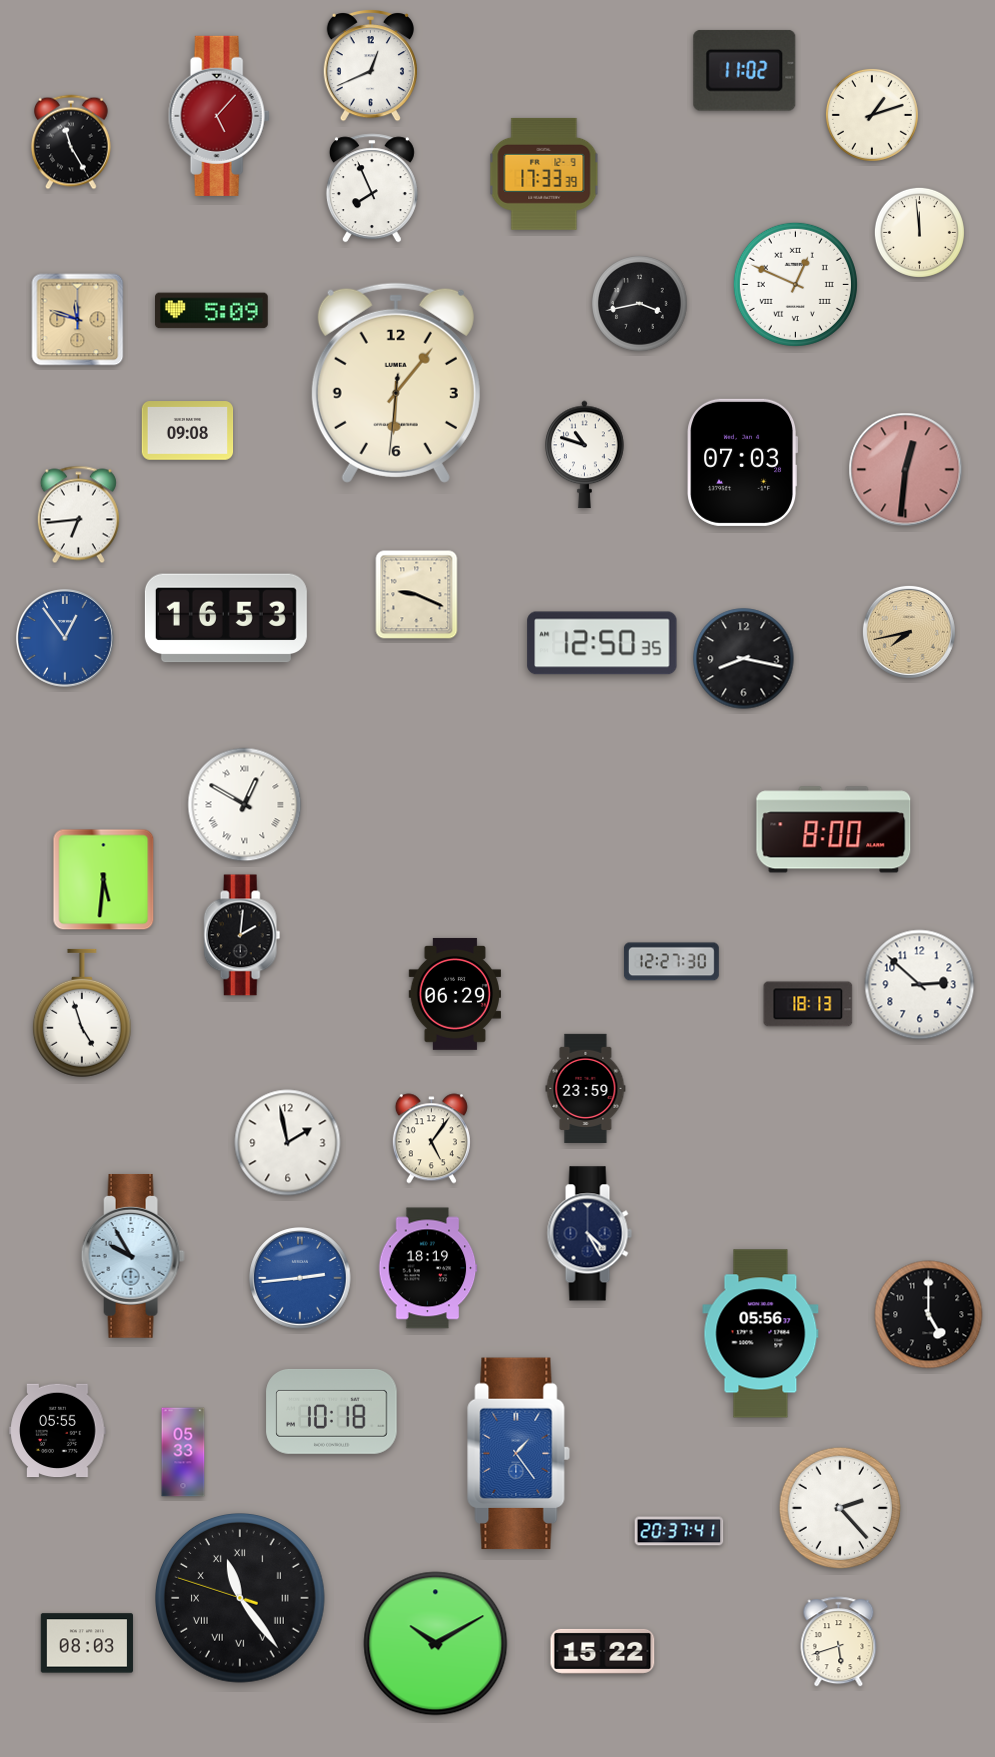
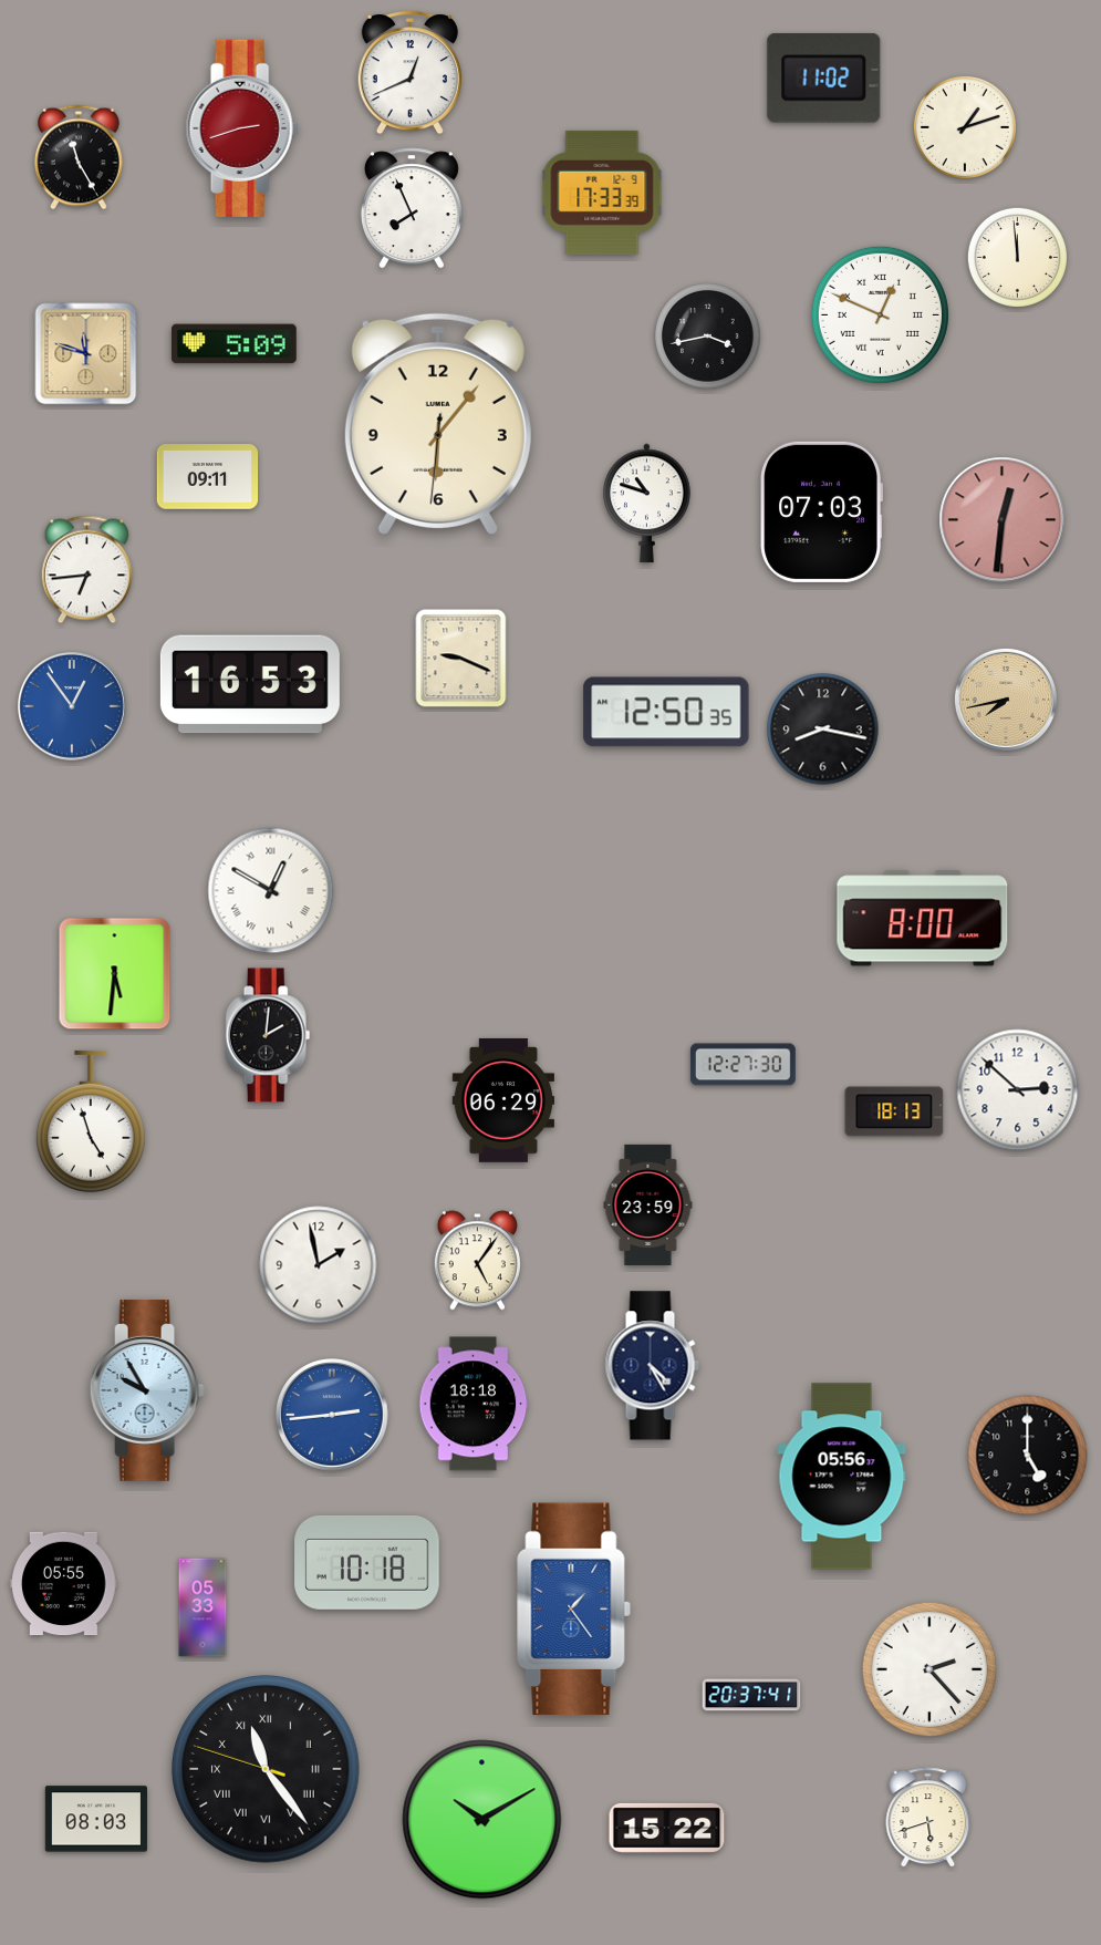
clock at (219, 116): 5:07 -> 2:42
clock at (188, 431): 09:08 -> 09:11
clock at (428, 1268): 18:19 -> 18:18
